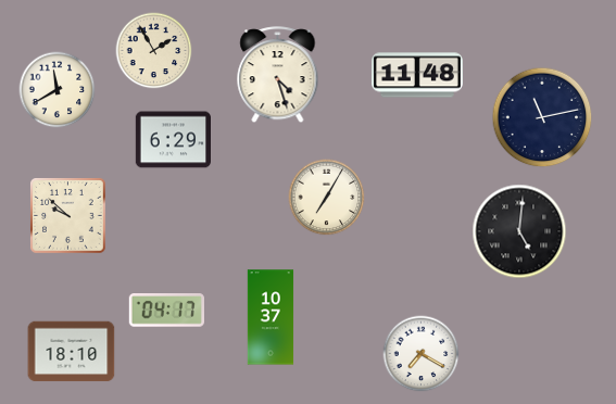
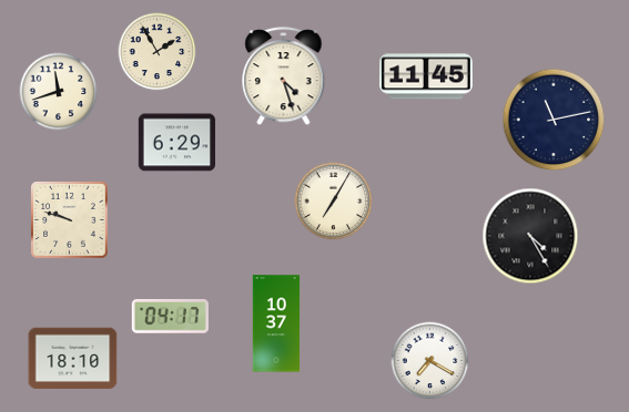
clock at (417, 75): 11:48 -> 11:45
clock at (58, 90): 11:40 -> 11:42
clock at (68, 216): 9:52 -> 9:48
clock at (519, 231): 5:01 -> 4:25
